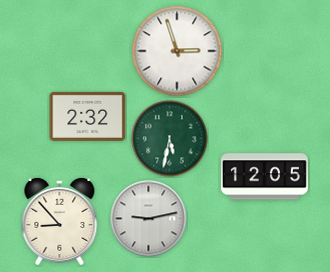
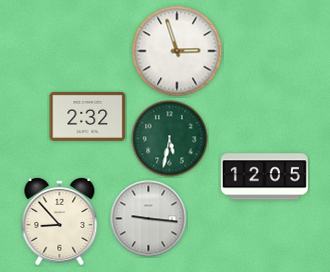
clock at (149, 219): 9:13 -> 9:16
